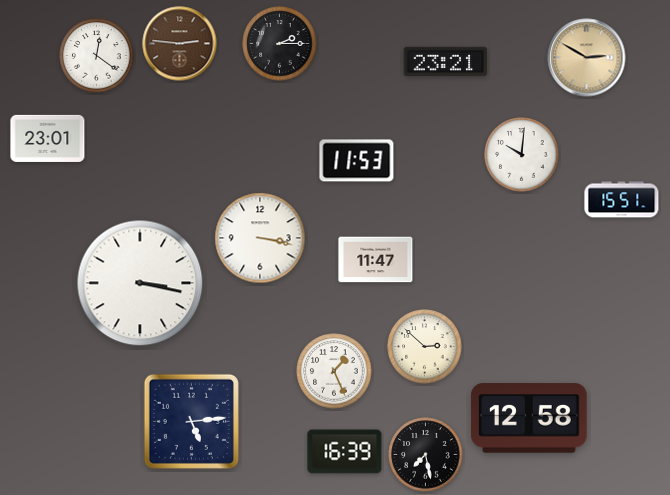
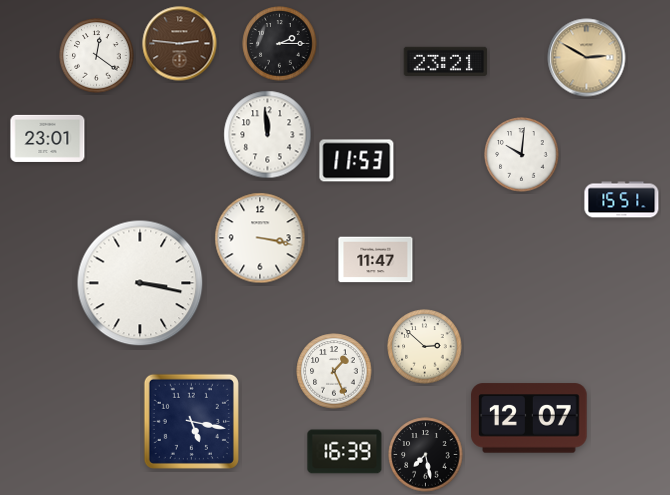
clock at (268, 135): none -> 11:59
clock at (529, 418): 12:58 -> 12:07
clock at (191, 421): 5:14 -> 5:17
